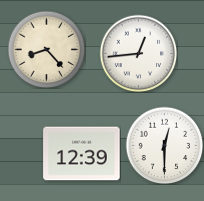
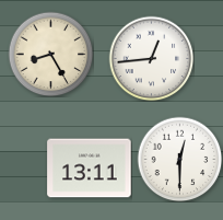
clock at (46, 49): 8:23 -> 8:25
clock at (82, 154): 12:39 -> 13:11
